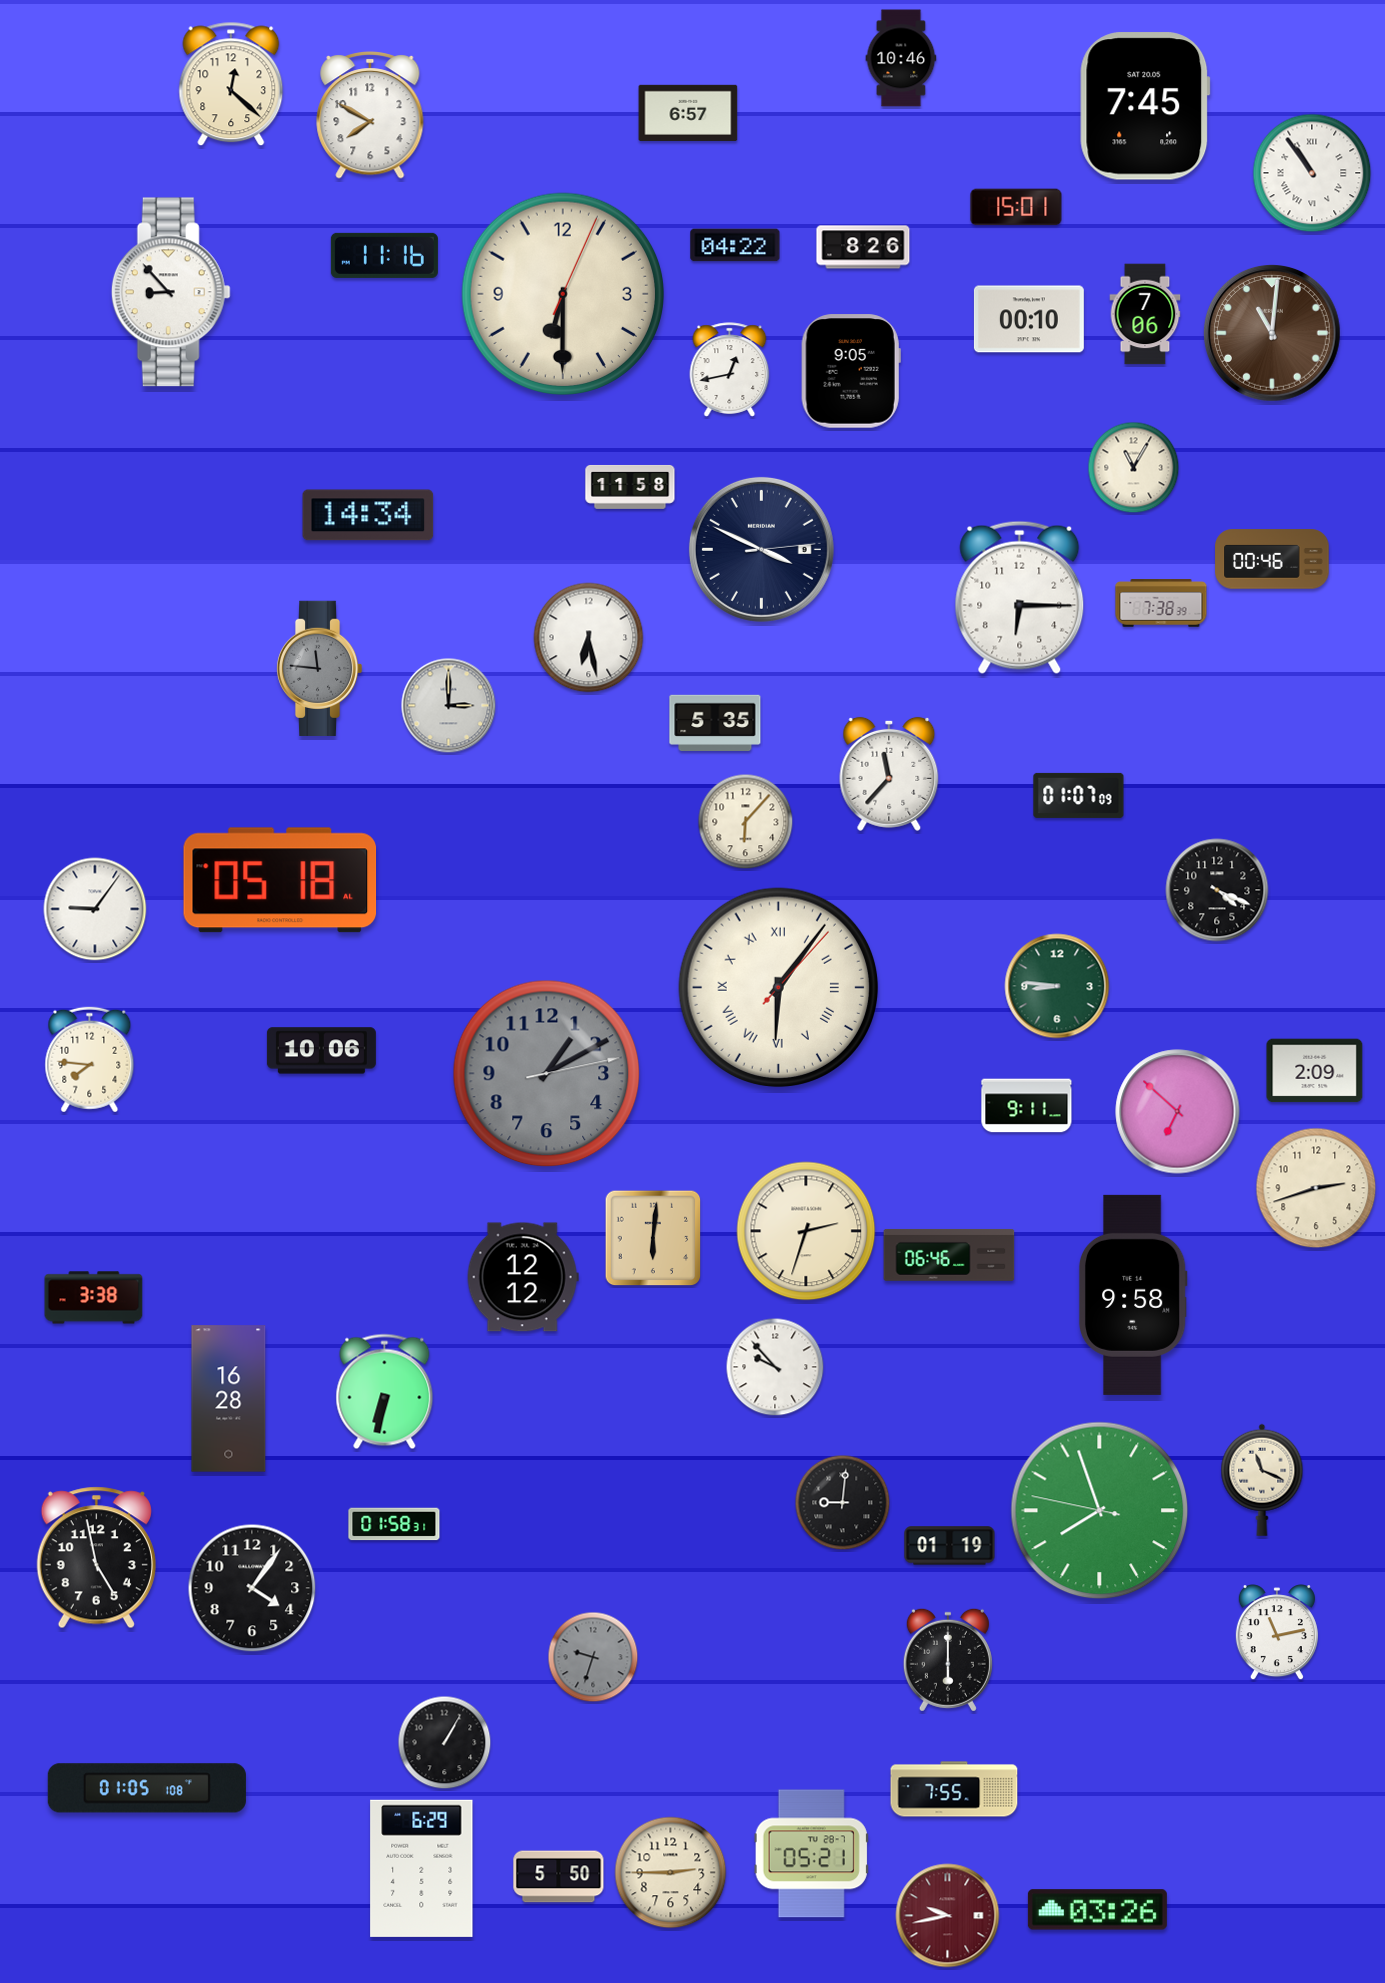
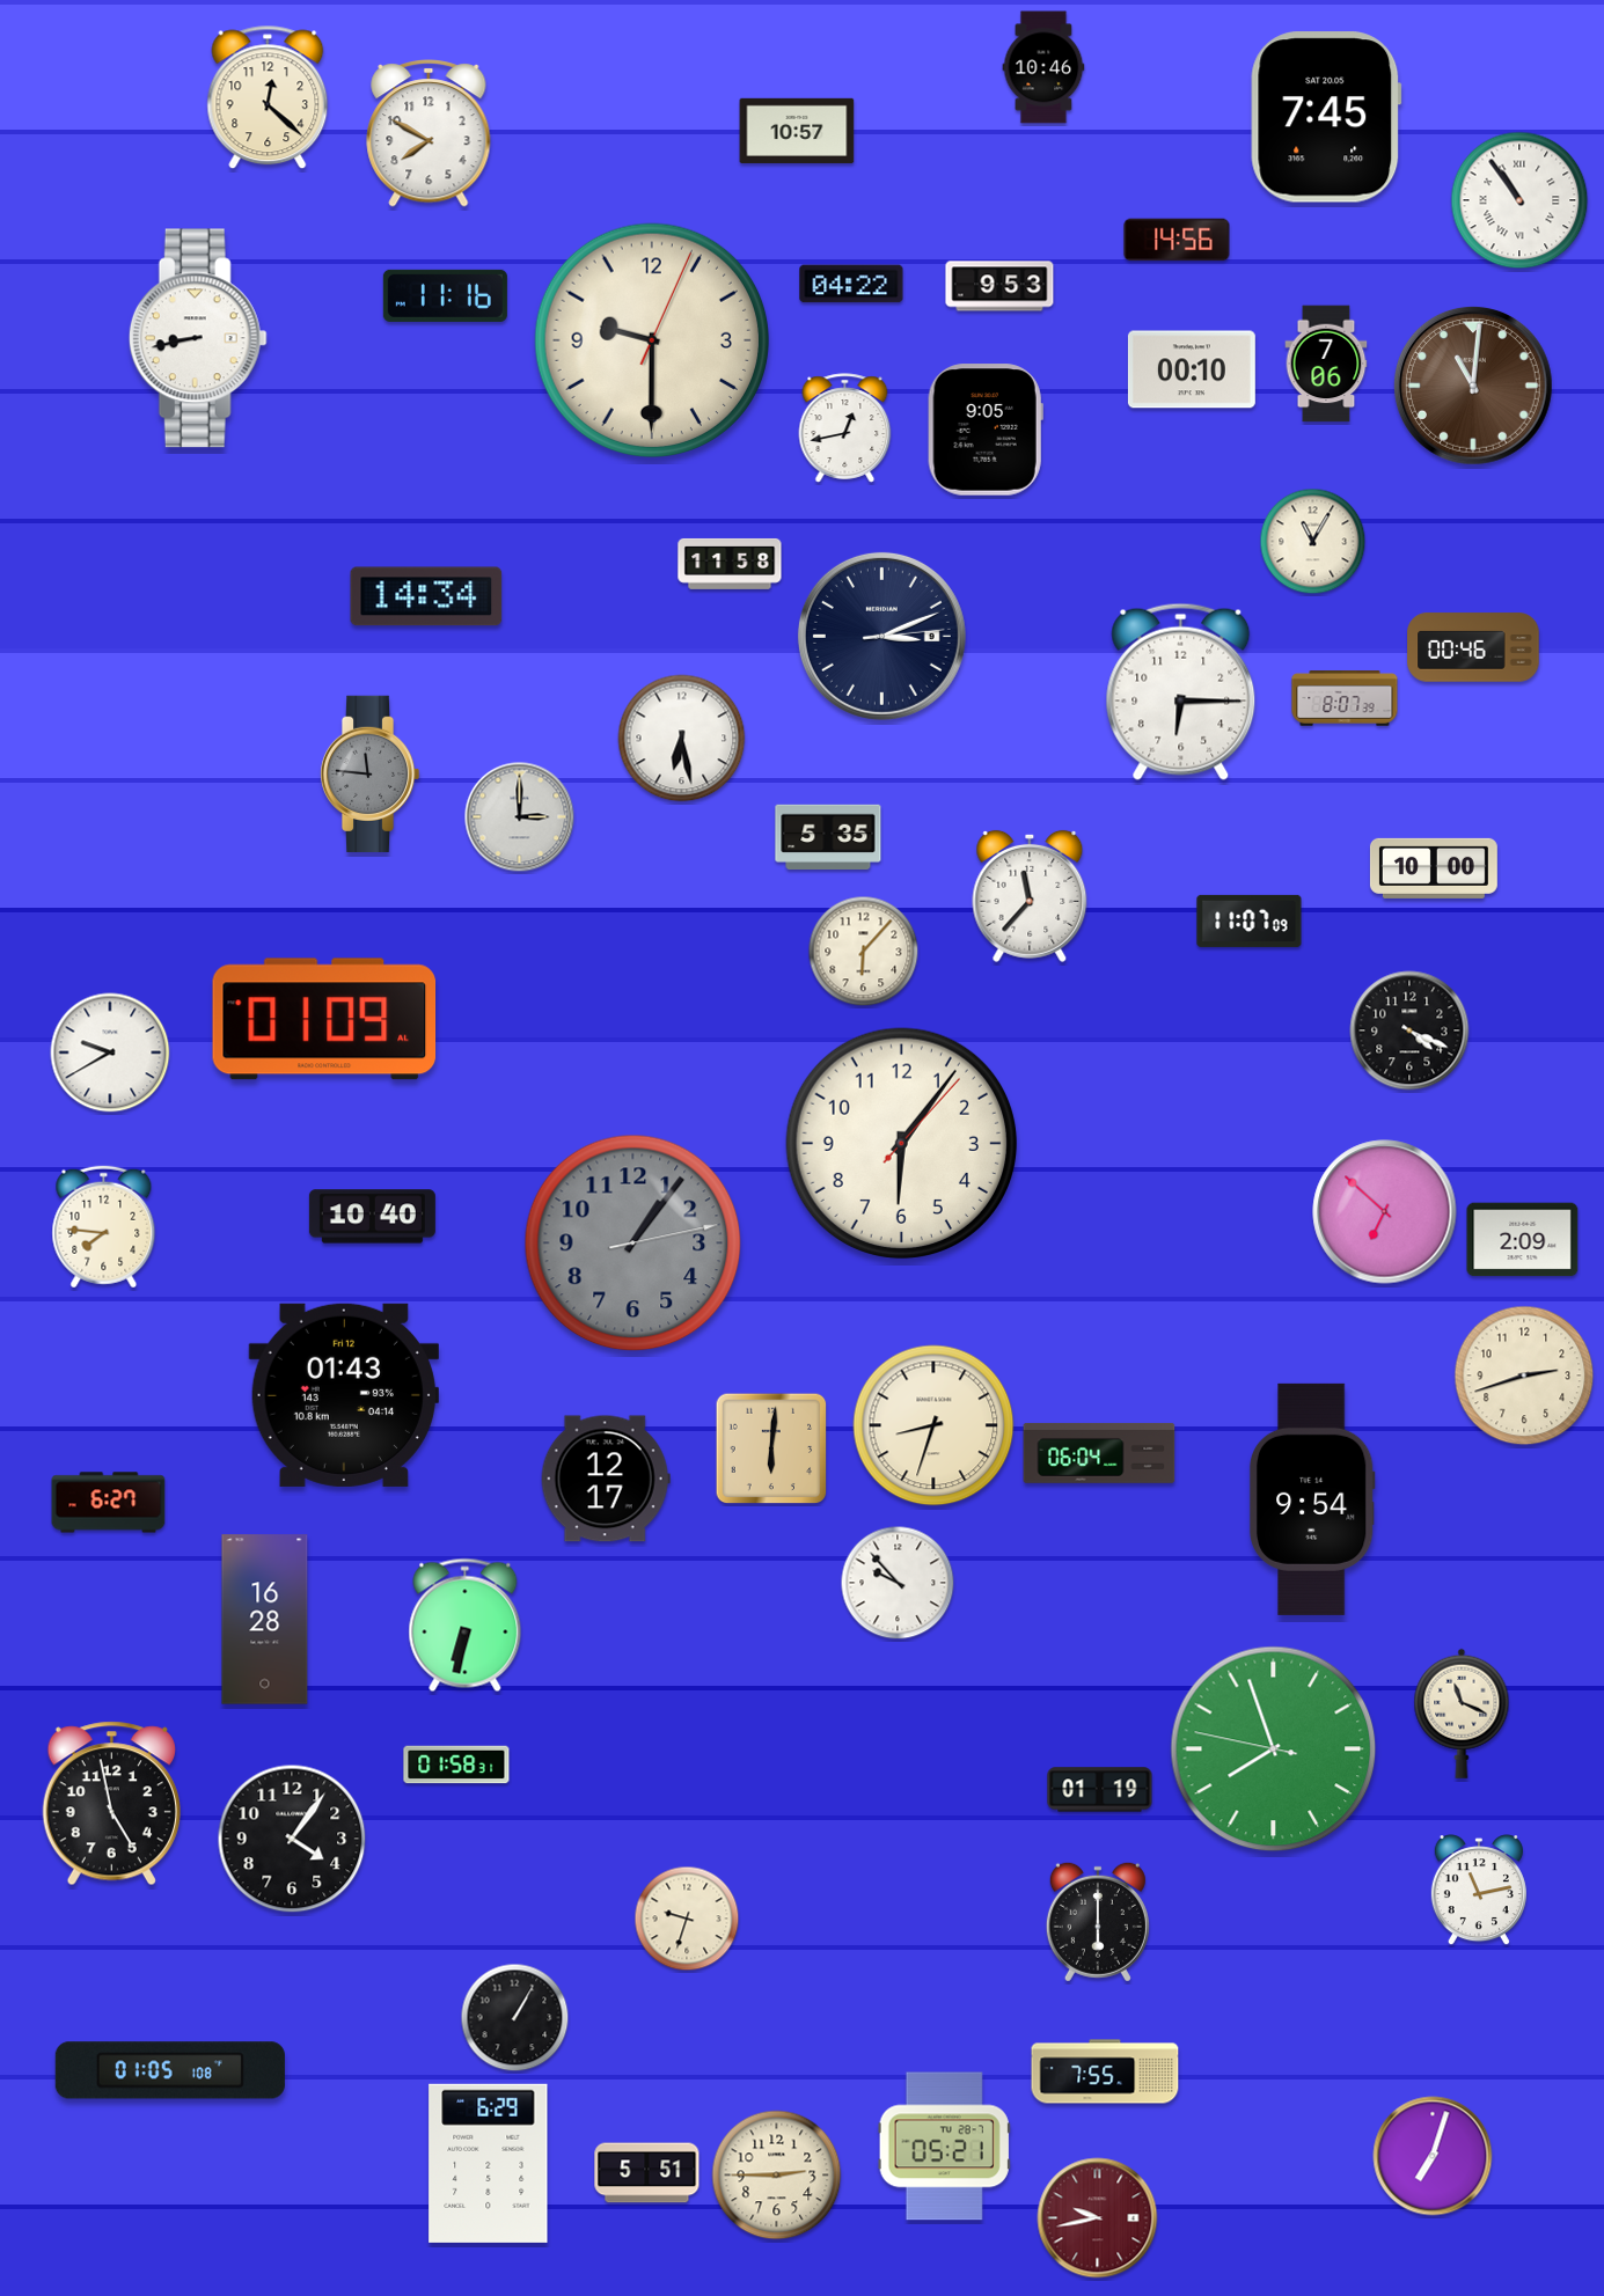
clock at (1145, 106) position: (1145, 106) -> (1326, 117)
clock at (688, 113): 6:57 -> 10:57
clock at (1016, 207): 15:01 -> 14:56
clock at (863, 247): 8:26 -> 9:53
clock at (171, 292): 8:53 -> 8:43
clock at (562, 293): 6:30 -> 9:30
clock at (761, 549): 3:49 -> 3:11
clock at (1161, 603): 7:38 -> 8:07
clock at (1434, 868): none -> 10:00
clock at (1079, 795): 01:07 -> 11:07
clock at (280, 880): 05:18 -> 01:09
clock at (95, 909): 9:06 -> 9:40
clock at (1057, 986): 8:46 -> none
clock at (779, 988) numerals: Roman -> Arabic
clock at (321, 1051): 10:06 -> 10:40
clock at (547, 1074): 1:10 -> 1:06
clock at (1027, 1106): 9:11 -> none
clock at (1178, 1112) position: (1178, 1112) -> (1385, 1212)
clock at (344, 1395): none -> 01:43
clock at (806, 1231): 2:33 -> 8:33
clock at (653, 1238) position: (653, 1238) -> (771, 1448)
clock at (949, 1255): 06:46 -> 06:04
clock at (523, 1277): 12:12 -> 12:17
clock at (1133, 1295): 9:58 -> 9:54
clock at (94, 1298): 3:38 -> 6:27
clock at (385, 1392) position: (385, 1392) -> (466, 1626)
clock at (843, 1503): 9:01 -> none
clock at (593, 1657) dial: grey -> cream
clock at (811, 1854) position: (811, 1854) -> (944, 2147)
clock at (1433, 2156): none -> 7:03
clock at (671, 1873) position: (671, 1873) -> (777, 2176)
clock at (559, 1877): 5:50 -> 5:51
clock at (1097, 1910): 03:26 -> none
